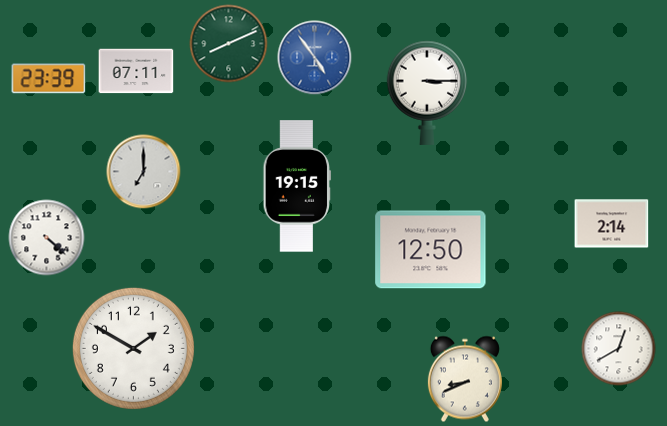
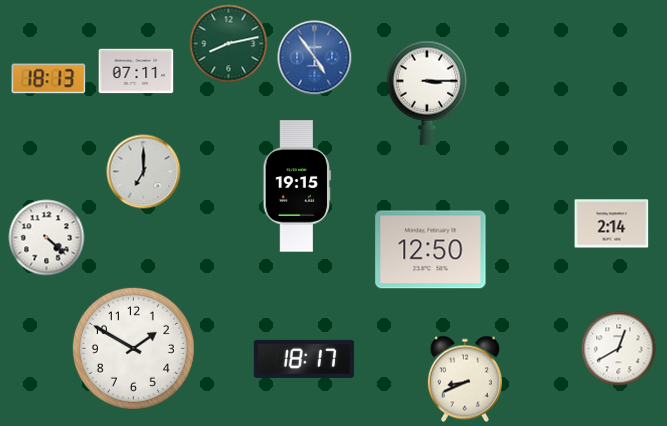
clock at (229, 44): 8:11 -> 8:13
clock at (49, 79): 23:39 -> 18:13
clock at (304, 359): none -> 18:17
